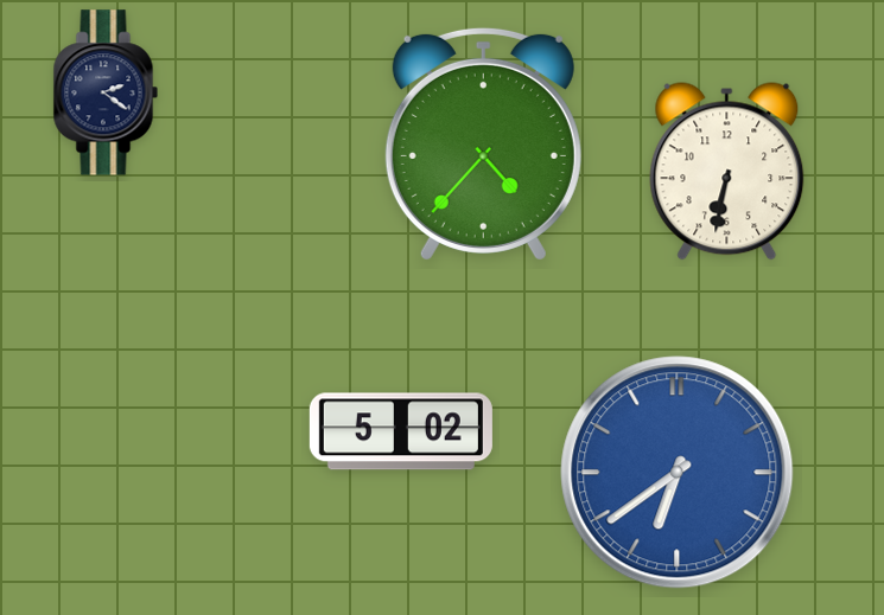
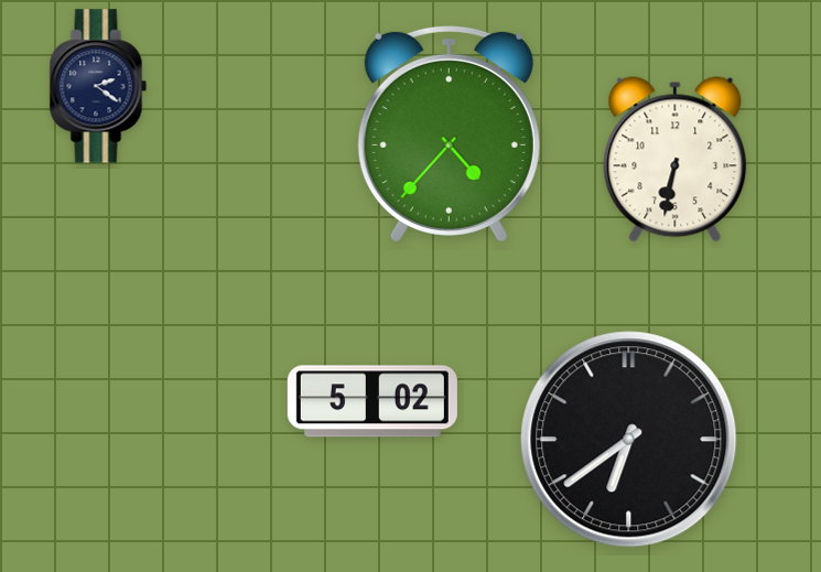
clock at (678, 473) dial: blue -> black
